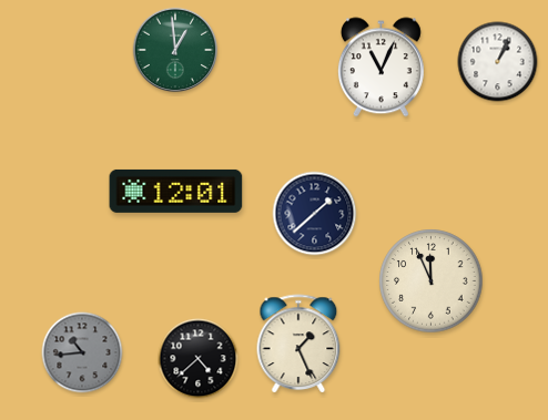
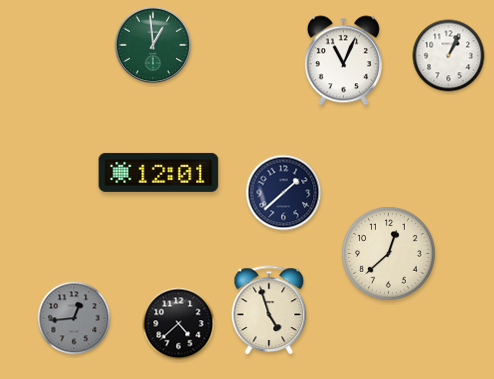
clock at (175, 50) position: (175, 50) -> (153, 45)
clock at (432, 281): 11:56 -> 12:38
clock at (298, 344): 1:26 -> 4:57
clock at (82, 352): 10:44 -> 12:44
